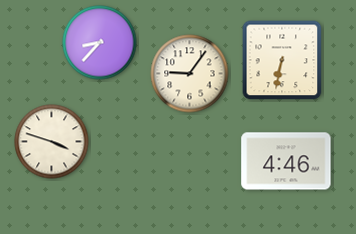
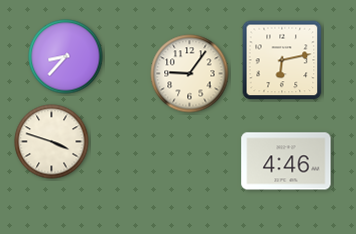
clock at (100, 43) position: (100, 43) -> (66, 57)
clock at (282, 60): 6:32 -> 6:13
